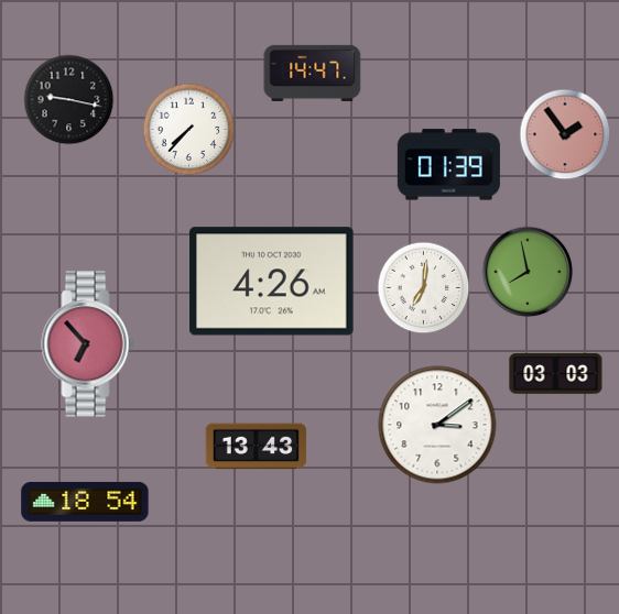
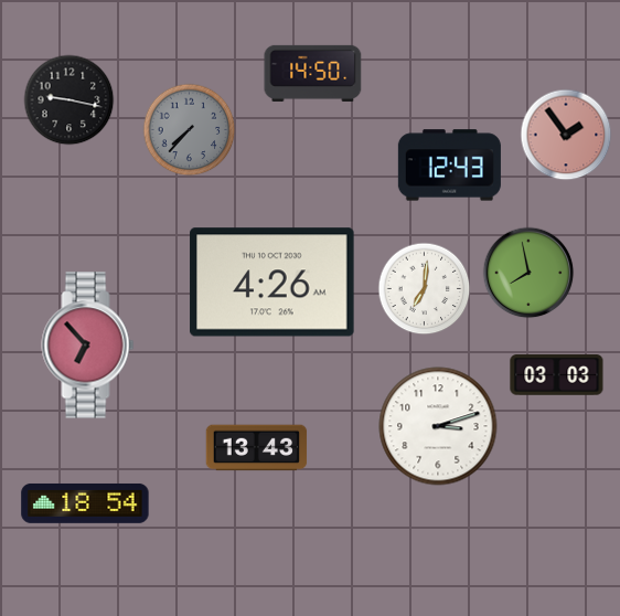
clock at (313, 73): 14:47 -> 14:50
clock at (189, 130) dial: white -> grey
clock at (448, 165): 01:39 -> 12:43
clock at (437, 425): 3:09 -> 3:12
